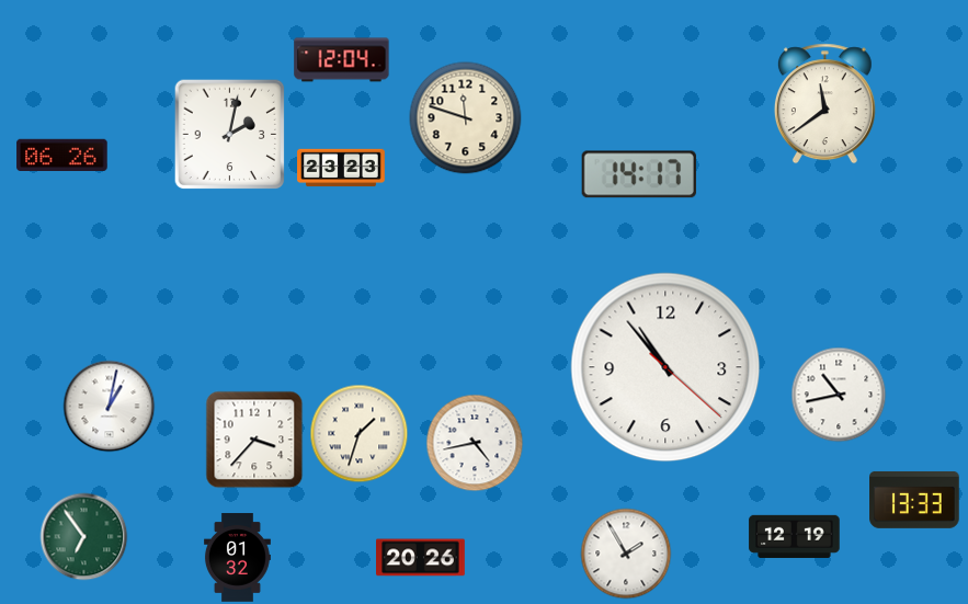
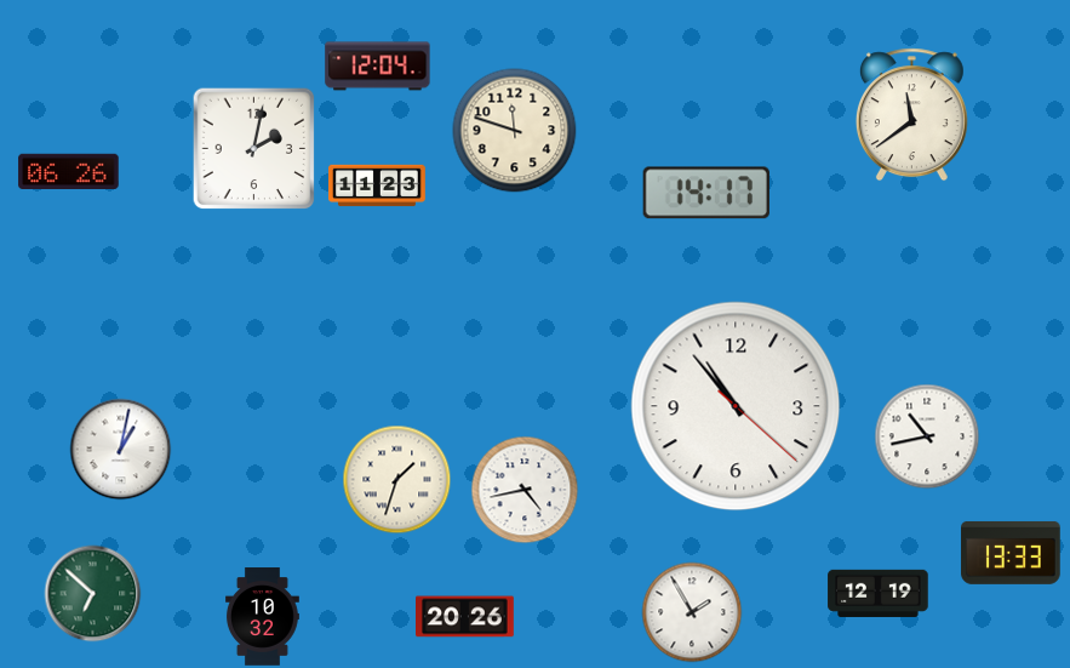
clock at (342, 168): 23:23 -> 11:23
clock at (254, 440): 3:37 -> none
clock at (84, 537): 6:54 -> 6:52
clock at (238, 558): 01:32 -> 10:32
